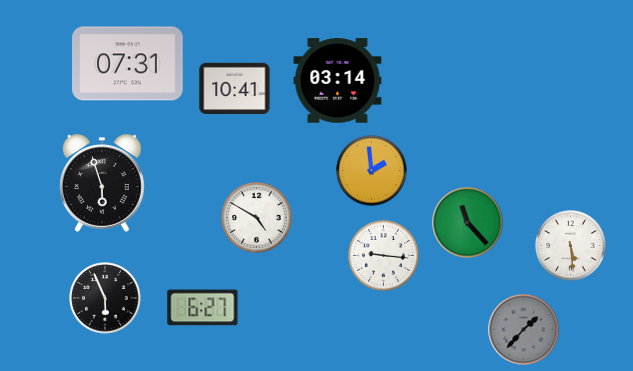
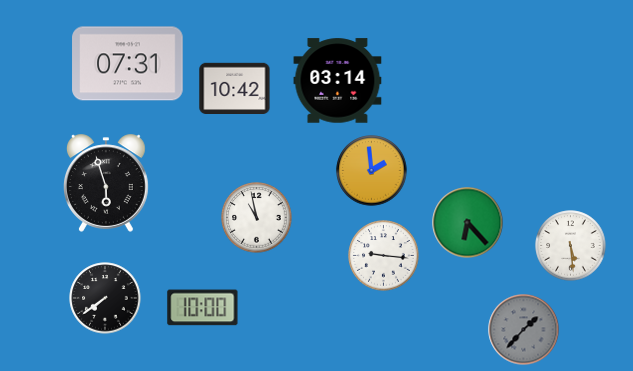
clock at (235, 88): 10:41 -> 10:42
clock at (103, 183) position: (103, 183) -> (107, 183)
clock at (257, 218): 4:50 -> 10:58
clock at (468, 223): 11:23 -> 6:23
clock at (105, 298): 5:56 -> 7:39
clock at (203, 308): 6:27 -> 10:00
